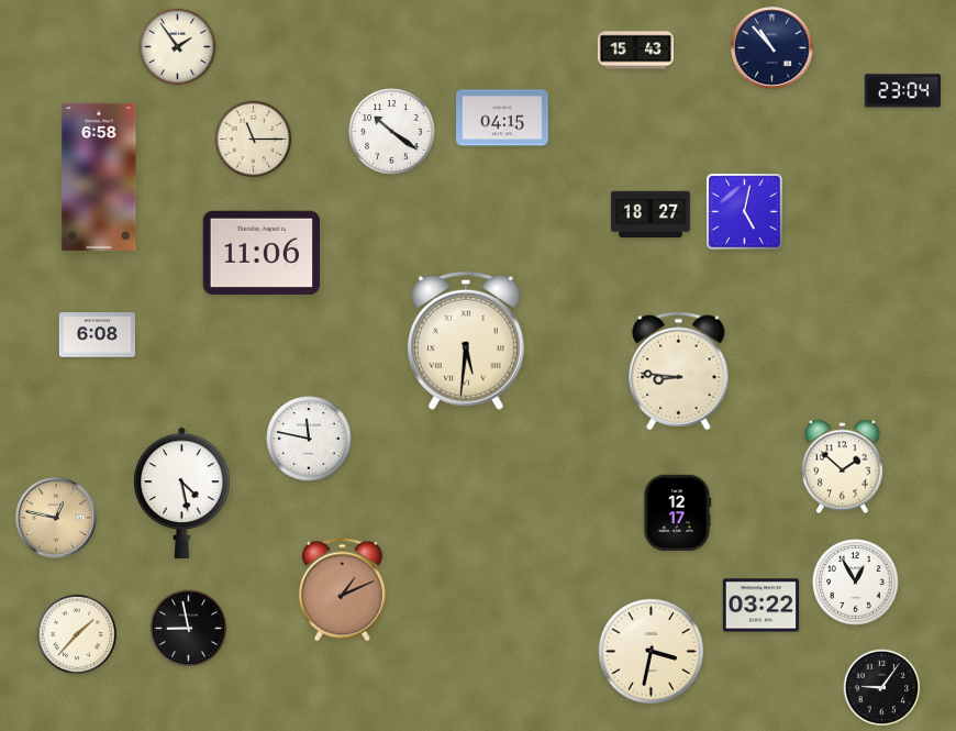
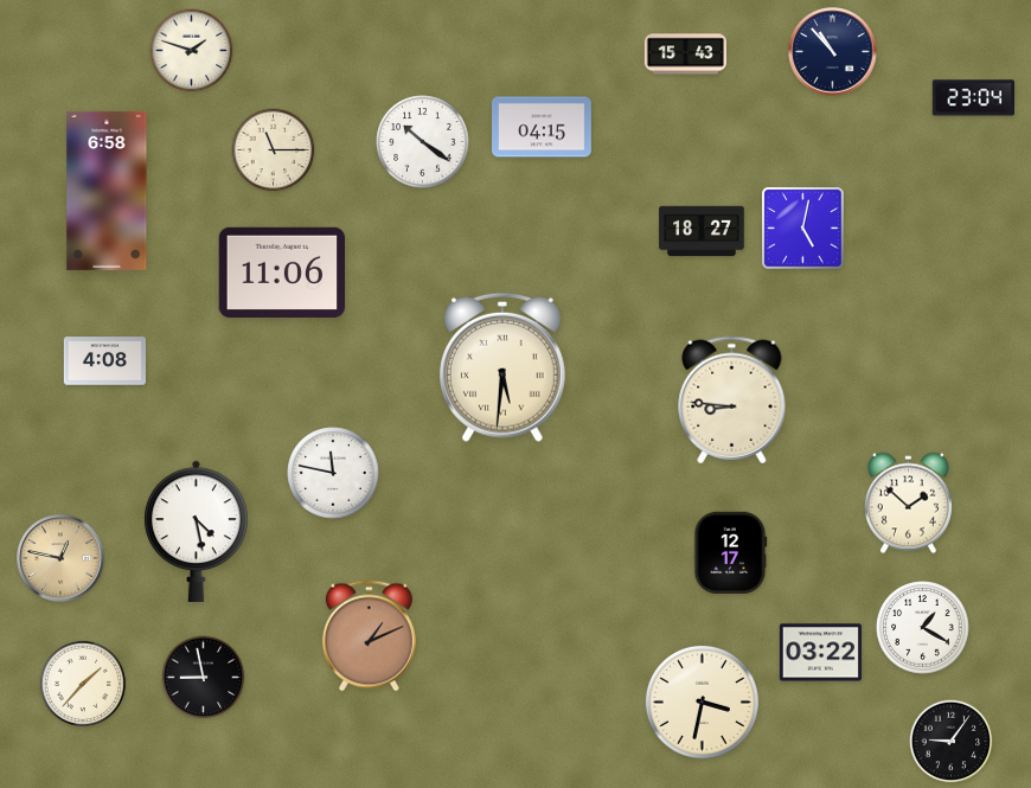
clock at (178, 47): 1:54 -> 1:48
clock at (97, 335): 6:08 -> 4:08
clock at (856, 583): 12:55 -> 1:20
